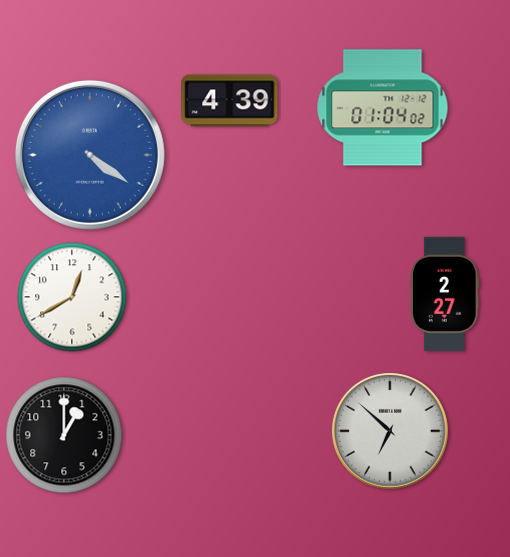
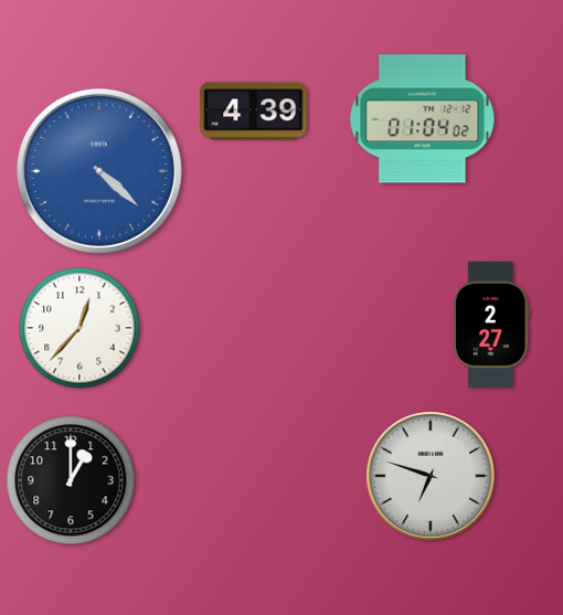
clock at (90, 155): 4:21 -> 4:22
clock at (72, 297): 12:40 -> 12:37
clock at (391, 432): 6:52 -> 6:48
